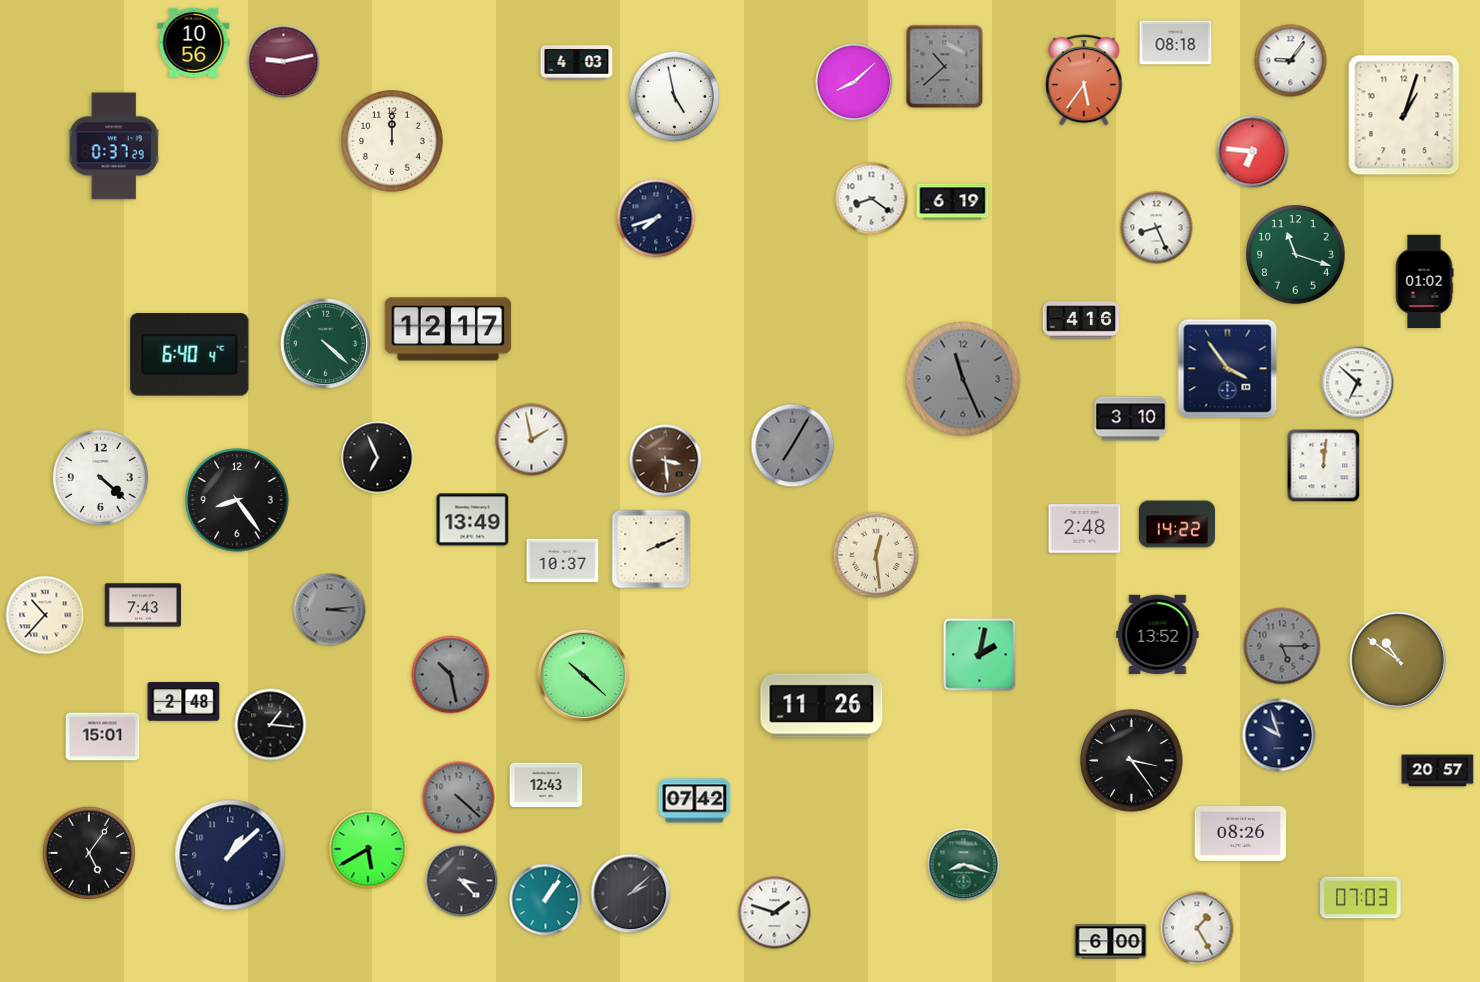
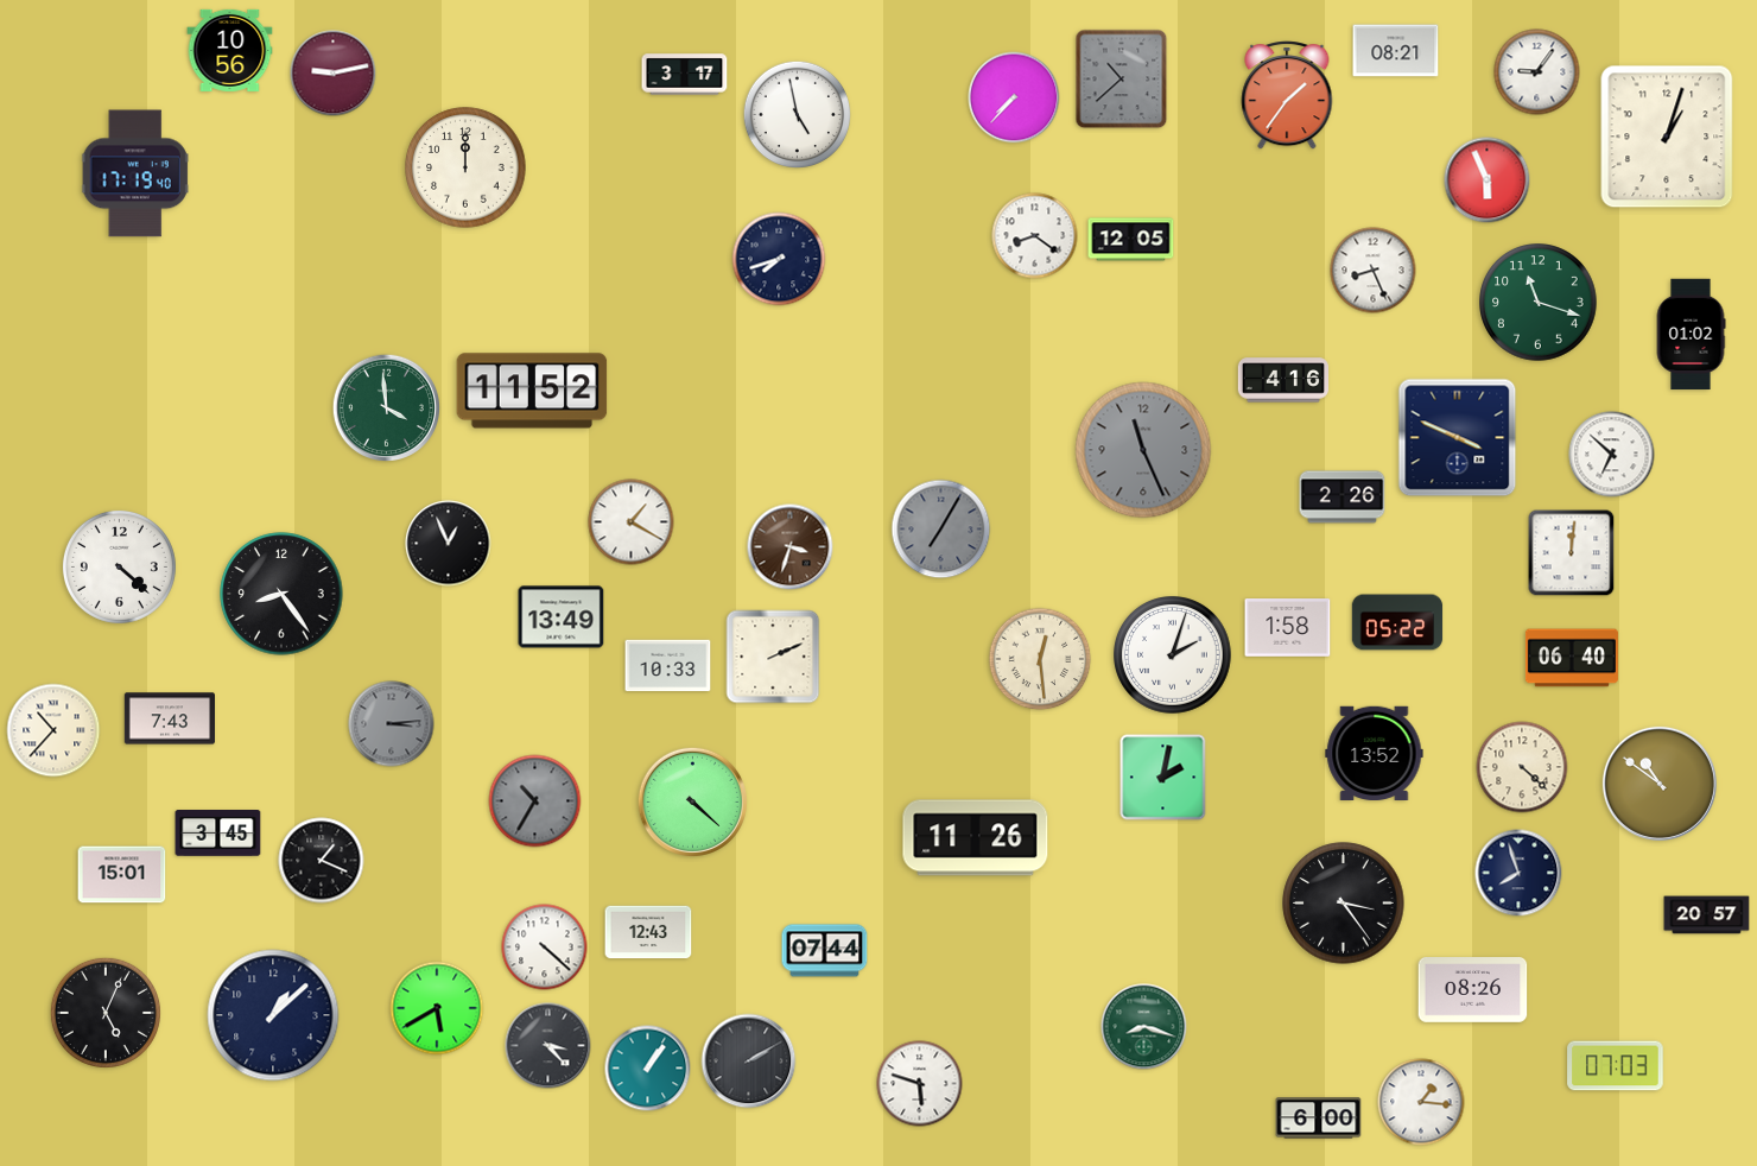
clock at (1176, 43): 08:18 -> 08:21
clock at (1291, 61) position: (1291, 61) -> (1537, 72)
clock at (284, 62) position: (284, 62) -> (334, 74)
clock at (577, 63): 4:03 -> 3:17
clock at (1084, 80): 5:36 -> 1:36
clock at (854, 82): 8:08 -> 7:37
clock at (674, 96) position: (674, 96) -> (797, 114)
clock at (114, 146): 0:37 -> 17:19
clock at (1253, 152): 6:46 -> 5:56
clock at (953, 202): 6:19 -> 12:05
clock at (448, 329): 12:17 -> 11:52
clock at (326, 344): 4:22 -> 3:59
clock at (190, 355): 6:40 -> none
clock at (1228, 369): 3:54 -> 3:49
clock at (1131, 419): 3:10 -> 2:26
clock at (532, 440): 1:58 -> 1:20
clock at (378, 458): 6:56 -> 12:56
clock at (666, 461): 3:29 -> 3:33
clock at (1177, 524): 14:22 -> 05:22
clock at (1085, 529): 2:48 -> 1:58
clock at (651, 549) position: (651, 549) -> (773, 657)
clock at (1173, 655): none -> 2:03
clock at (1572, 658): none -> 06:40
clock at (563, 561): 10:37 -> 10:33
clock at (1282, 646): 5:15 -> 4:22
clock at (1282, 646) dial: grey -> cream
clock at (451, 675): 10:28 -> 10:35
clock at (583, 675): 10:22 -> 4:22
clock at (184, 702): 2:48 -> 3:45
clock at (271, 725): 1:16 -> 1:19
clock at (1279, 735): 9:57 -> 7:57
clock at (459, 798) dial: grey -> white
clock at (695, 801): 07:42 -> 07:44
clock at (89, 853): 5:06 -> 5:04
clock at (631, 894): 2:08 -> 2:10
clock at (775, 913): 1:48 -> 5:48
clock at (1197, 928): 1:25 -> 1:16
